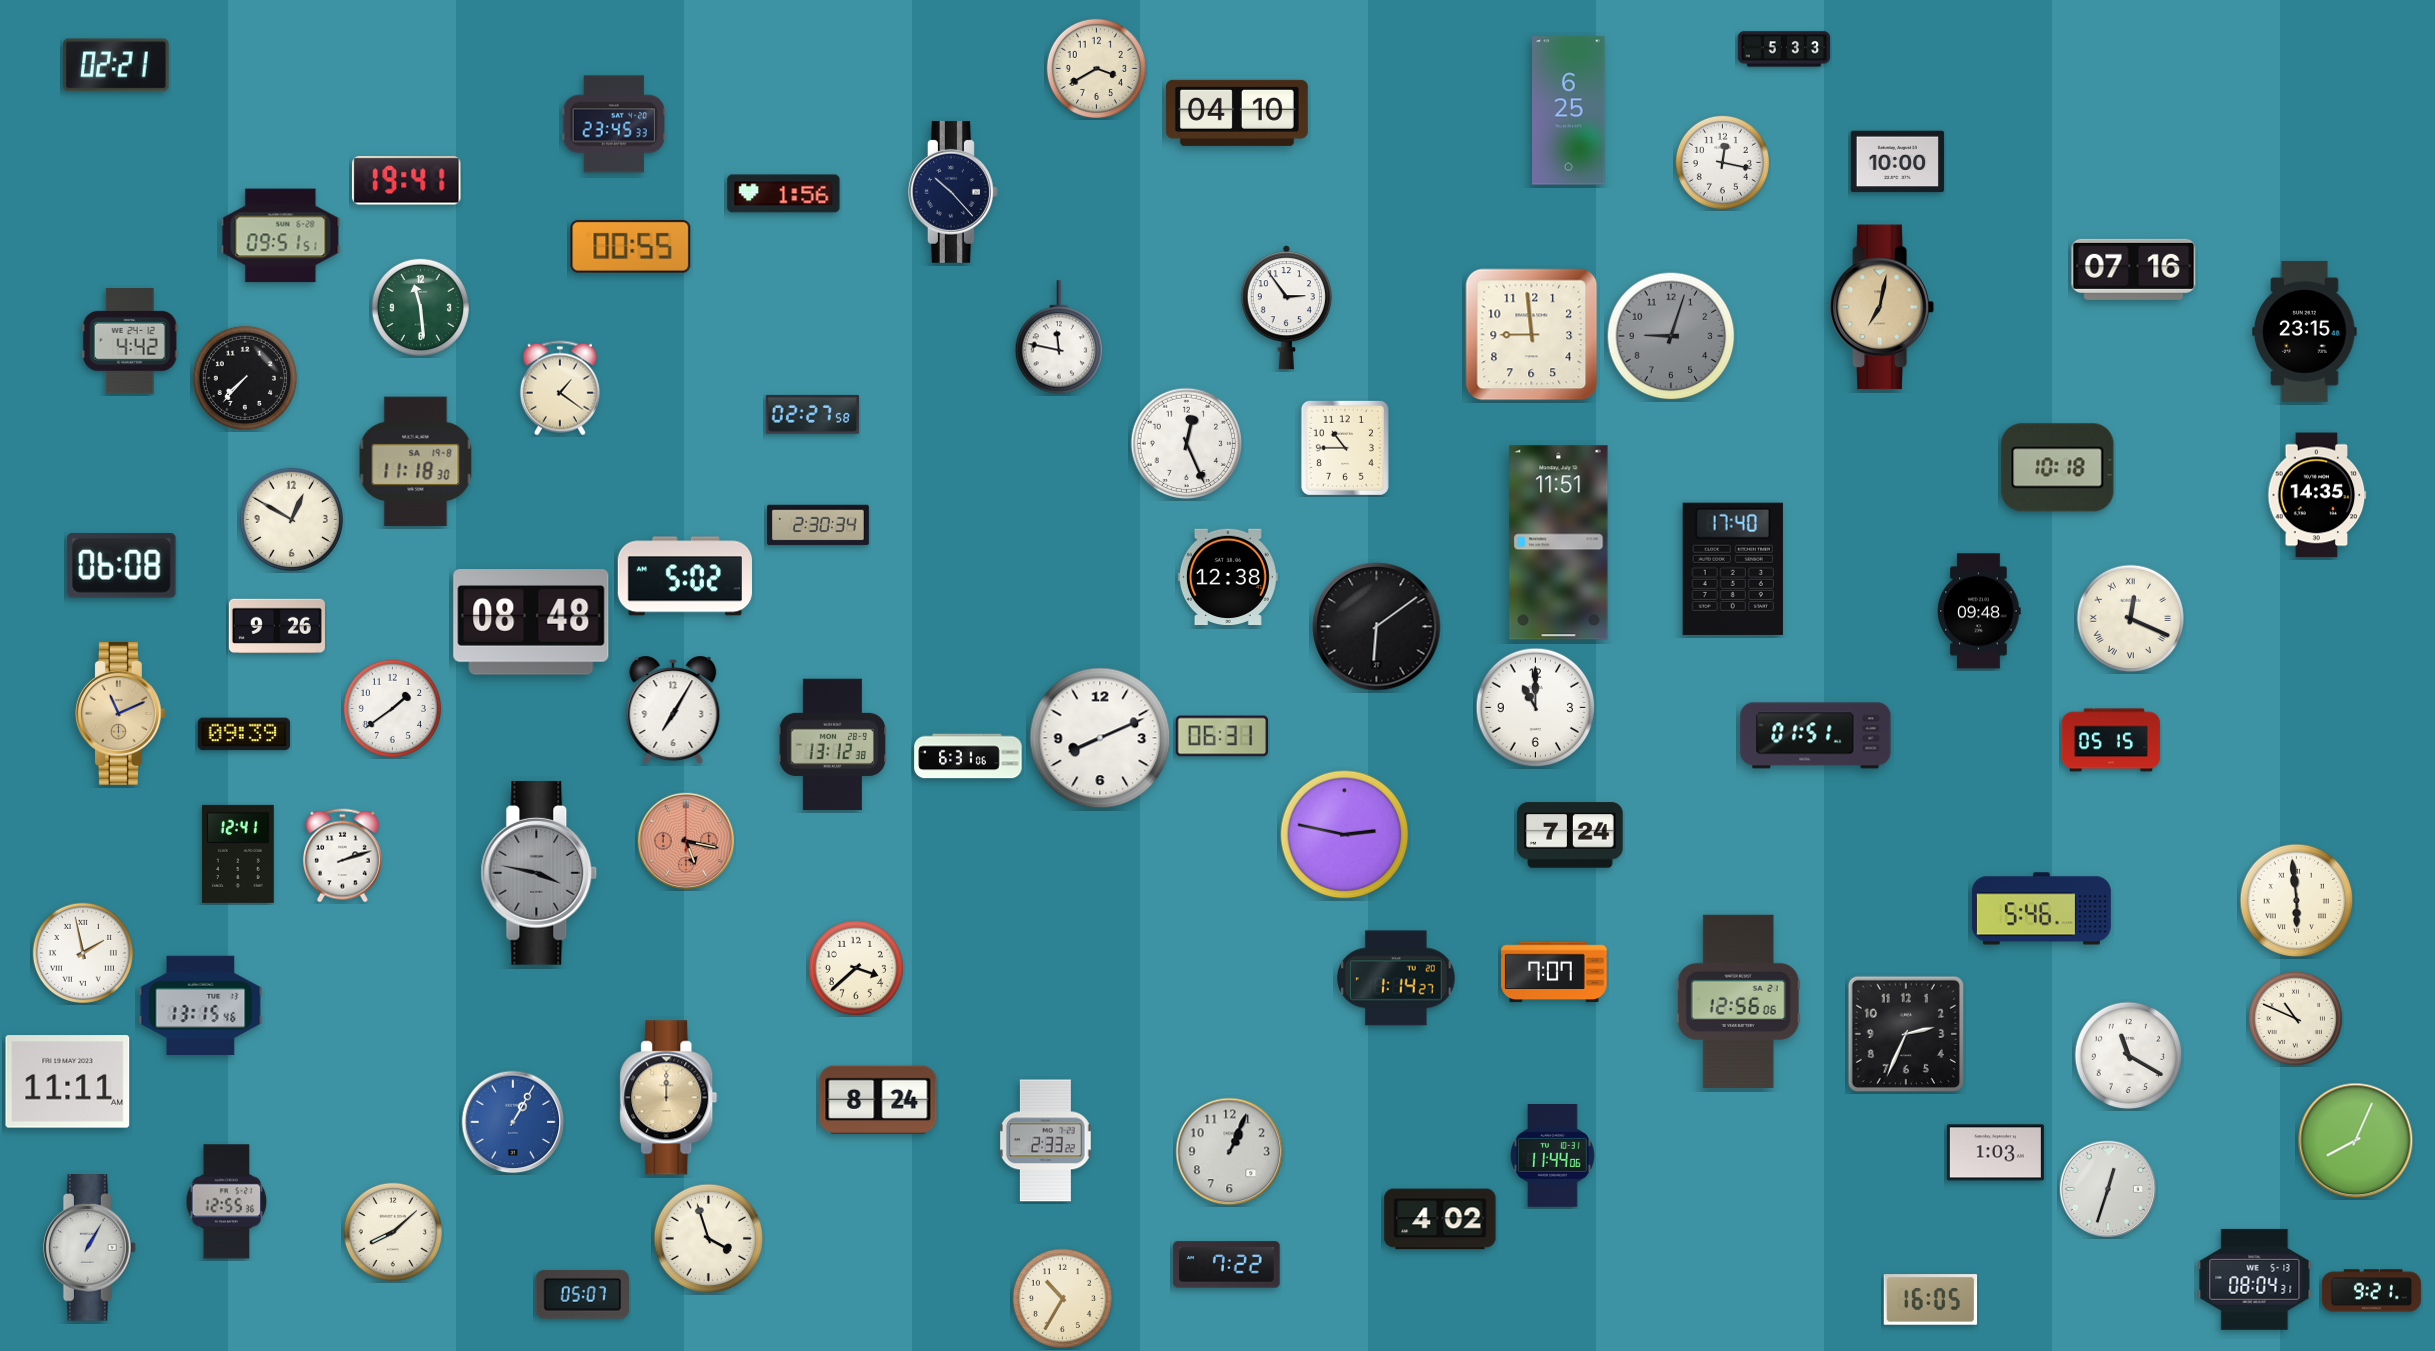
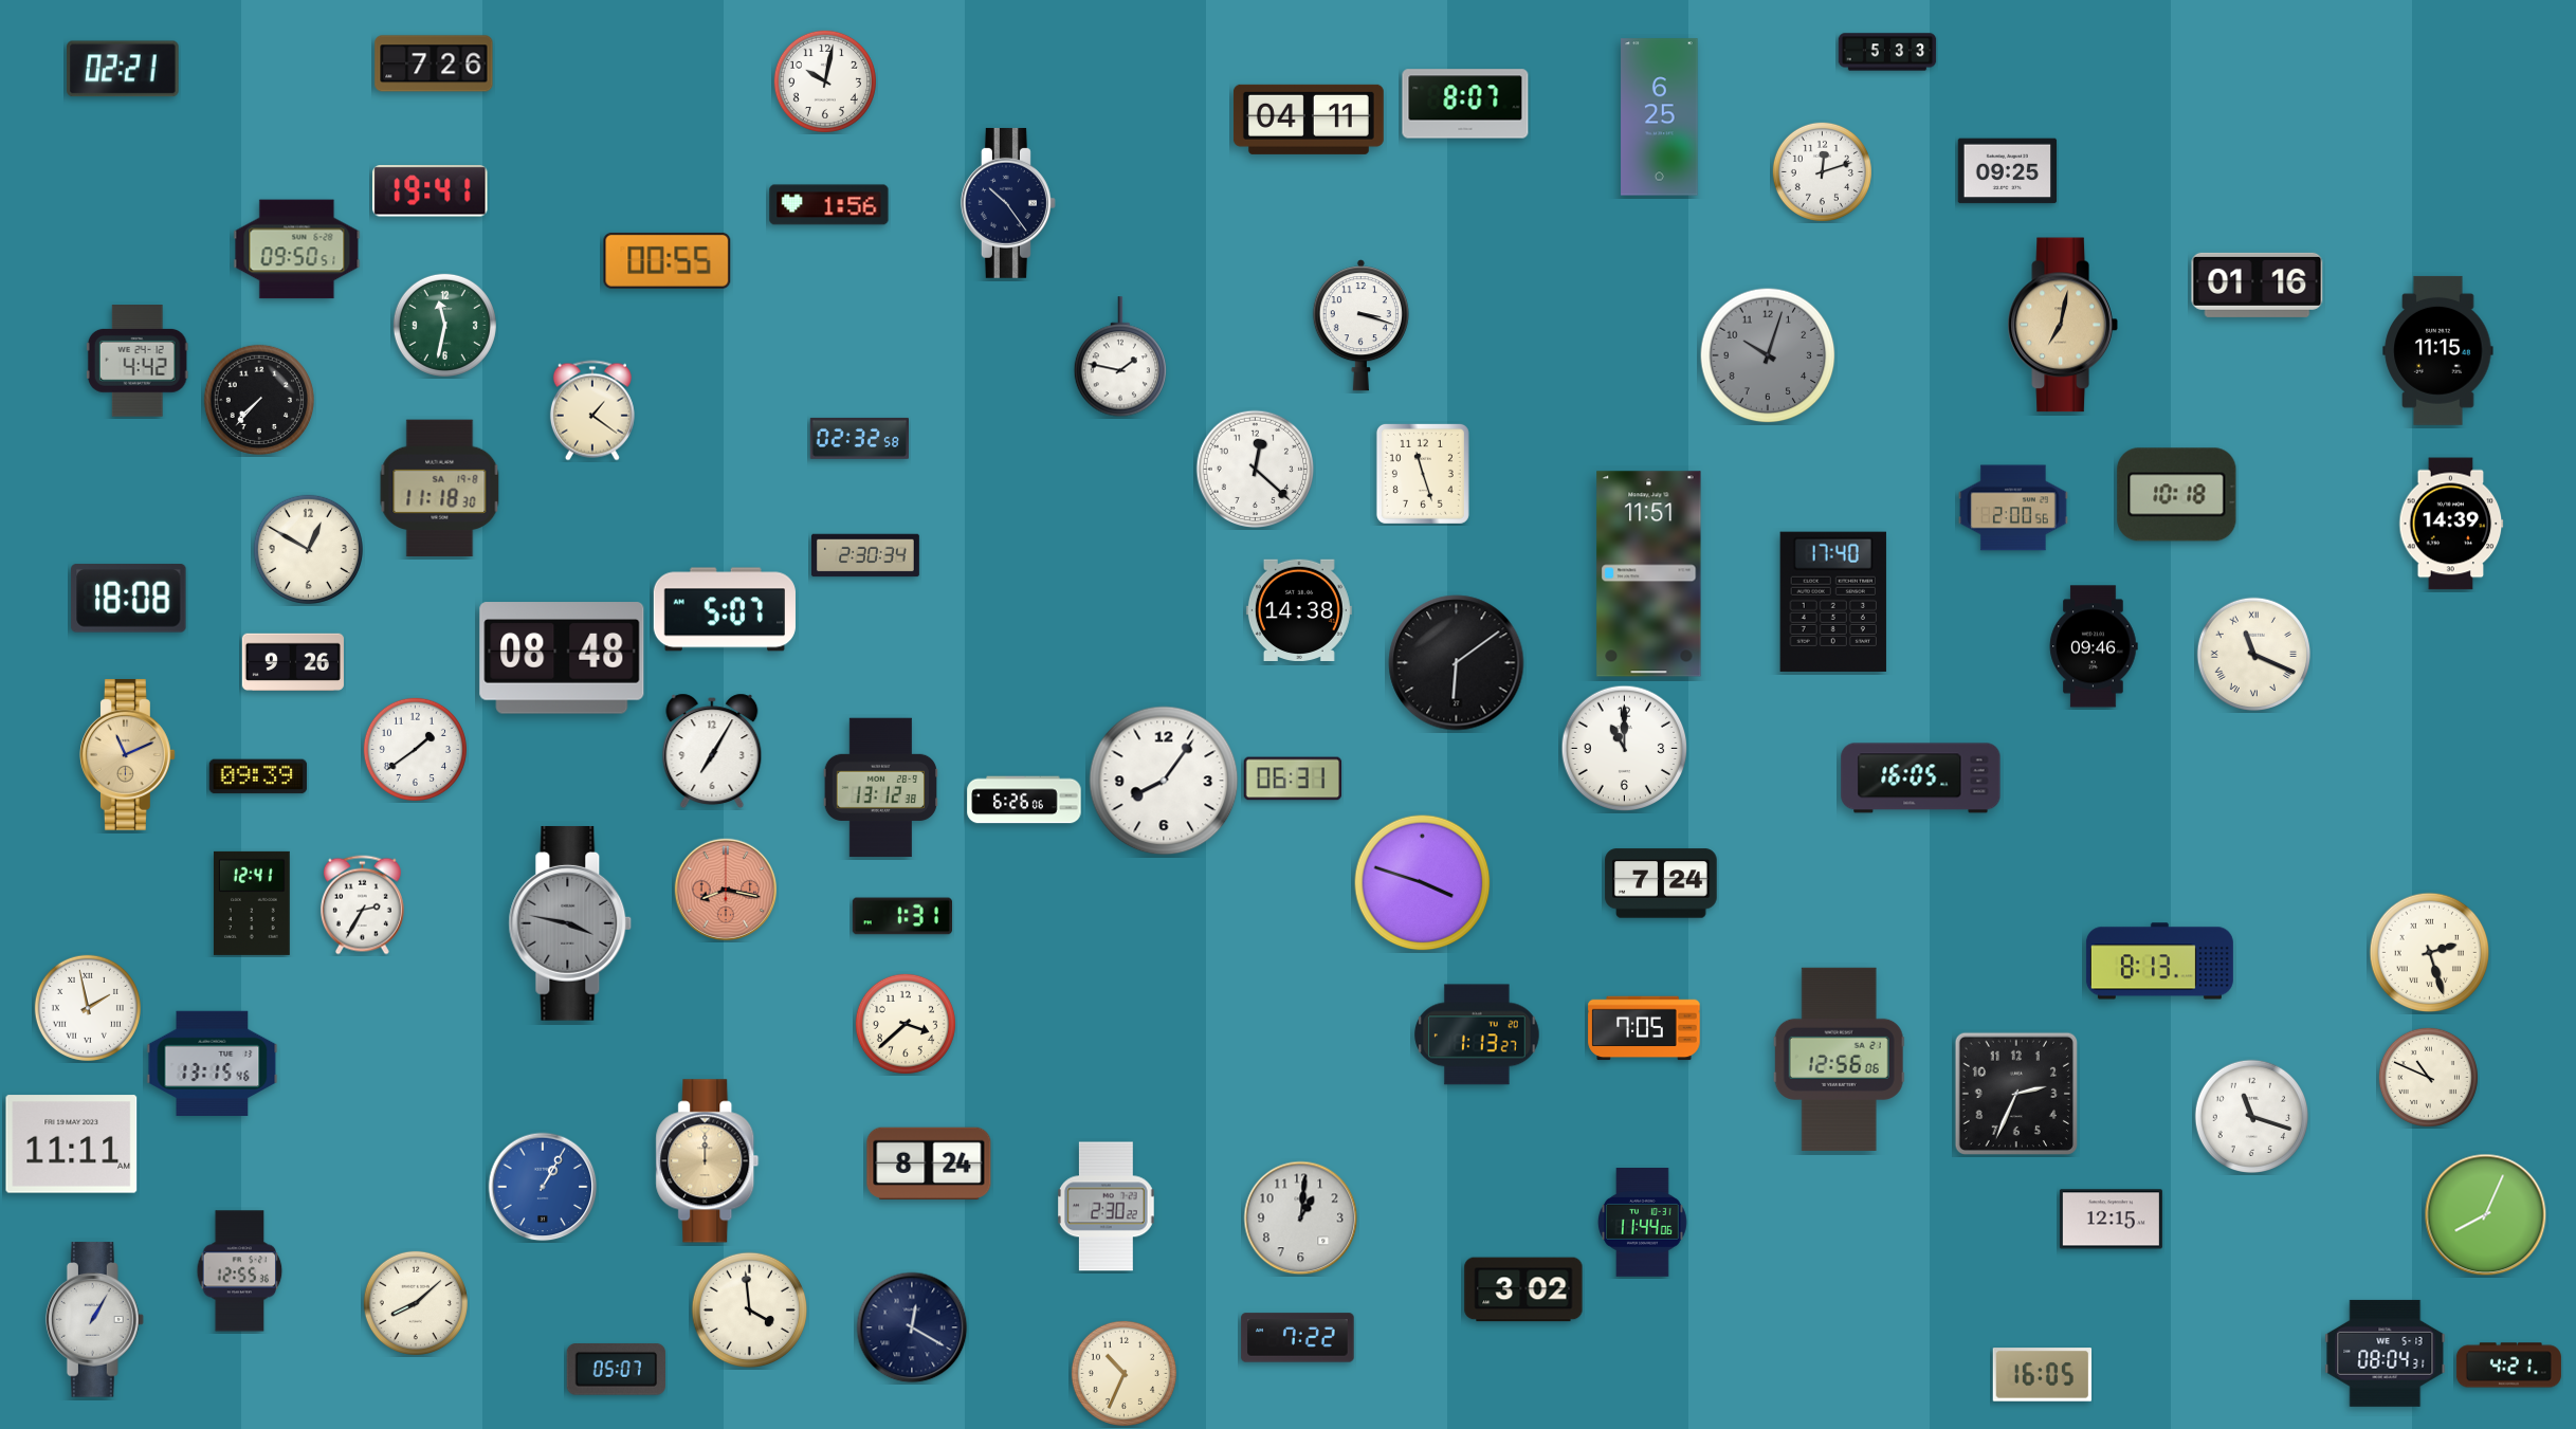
clock at (434, 63): none -> 7:26
clock at (1096, 68): 3:40 -> none
clock at (825, 81): none -> 10:02
clock at (1465, 104): none -> 8:07
clock at (1237, 113): 04:10 -> 04:11
clock at (614, 124): 23:45 -> none
clock at (1722, 162): 12:17 -> 12:12
clock at (1898, 162): 10:00 -> 09:25
clock at (953, 192): 10:23 -> 10:24
clock at (281, 236): 09:51 -> 09:50
clock at (2134, 269): 07:16 -> 01:16
clock at (420, 307): 11:29 -> 11:32
clock at (1882, 307) position: (1882, 307) -> (2063, 325)
clock at (1286, 308): 2:54 -> 3:18
clock at (2305, 331): 23:15 -> 11:15
clock at (1532, 335): 8:59 -> none
clock at (1671, 336): 9:03 -> 10:03
clock at (1058, 337): 11:47 -> 1:47
clock at (812, 414): 02:27 -> 02:32
clock at (1187, 444): 12:26 -> 12:22
clock at (1345, 448): 10:45 -> 11:27
clock at (2013, 508): none -> 2:00
clock at (2317, 495): 14:35 -> 14:39
clock at (122, 566): 06:08 -> 18:08
clock at (685, 576): 5:02 -> 5:07
clock at (1228, 576): 12:38 -> 14:38
clock at (1979, 611): 09:48 -> 09:46
clock at (2130, 618): 12:19 -> 11:19
clock at (1816, 736): 01:51 -> 16:05
clock at (1100, 738): 8:11 -> 8:06
clock at (2111, 740): 05:15 -> none
clock at (968, 756): 6:31 -> 6:26
clock at (1345, 835): 2:47 -> 3:48
clock at (686, 841): 5:17 -> 8:17
clock at (342, 856): 2:12 -> 2:35
clock at (901, 916): none -> 1:31
clock at (2297, 901): 5:59 -> 2:27
clock at (2041, 909): 5:46 -> 8:13
clock at (1554, 972): 7:07 -> 7:05
clock at (1396, 978): 1:14 -> 1:13
clock at (2128, 1055): 11:20 -> 11:18
clock at (1046, 1141): 2:33 -> 2:30
clock at (2356, 1141) position: (2356, 1141) -> (2486, 1215)
clock at (1230, 1152): 1:04 -> 1:01
clock at (1995, 1153): 1:03 -> 12:15
clock at (2108, 1189): 12:33 -> none
clock at (1440, 1219): 4:02 -> 3:02
clock at (708, 1238): 3:57 -> 3:59
clock at (912, 1327): none -> 12:20
clock at (2371, 1291): 9:21 -> 4:21
clock at (1062, 1298): 10:35 -> 10:34
